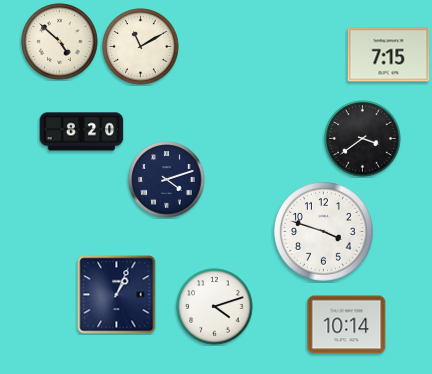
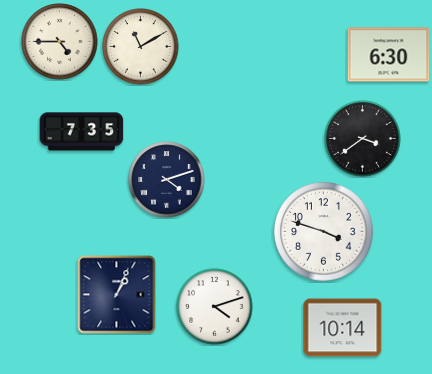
clock at (60, 42): 4:52 -> 4:45
clock at (389, 55): 7:15 -> 6:30
clock at (82, 132): 8:20 -> 7:35
clock at (347, 325) position: (347, 325) -> (343, 328)
